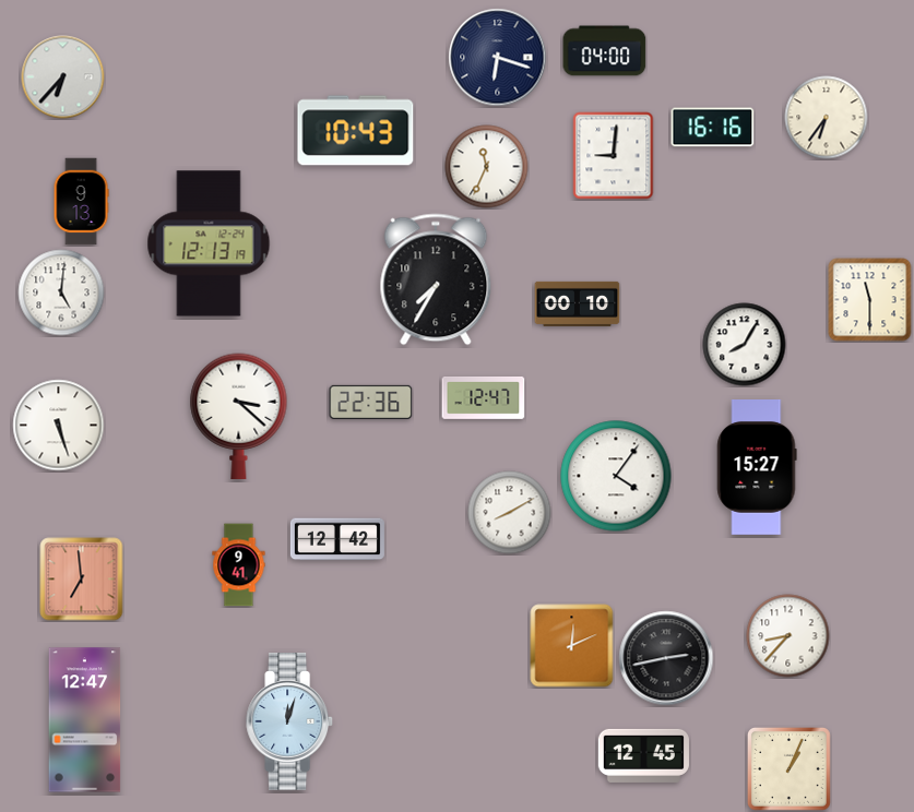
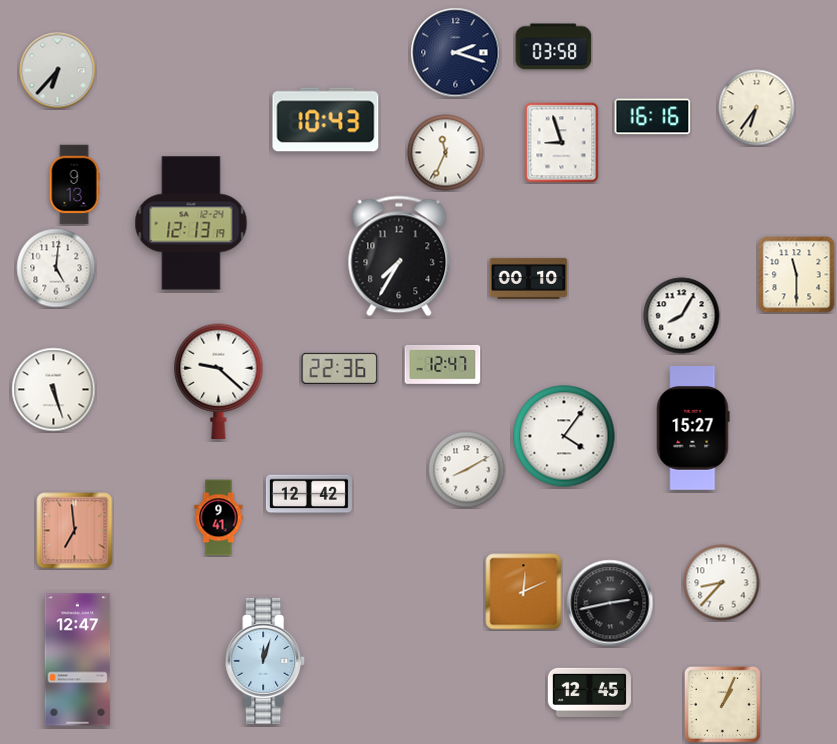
clock at (605, 51): 04:00 -> 03:58
clock at (498, 58): 6:18 -> 2:18
clock at (614, 156): 9:01 -> 8:57
clock at (239, 417): 3:22 -> 9:22
